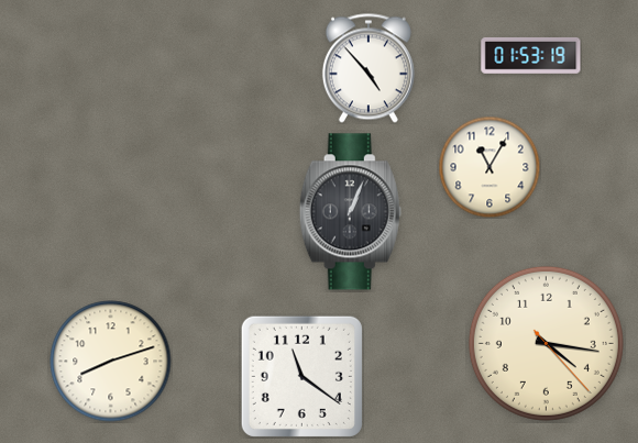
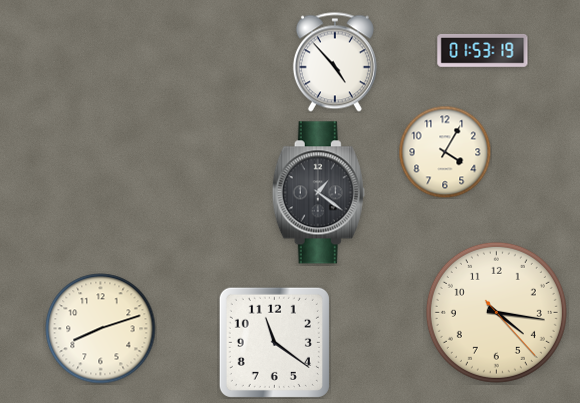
clock at (490, 167): 11:05 -> 4:05
clock at (350, 212): 1:04 -> 1:21
